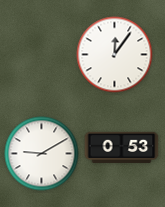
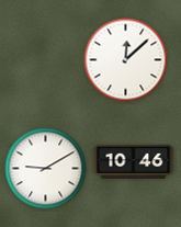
clock at (115, 55): 12:06 -> 12:08
clock at (122, 147): 0:53 -> 10:46
